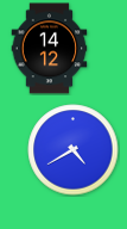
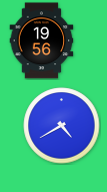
clock at (50, 49): 14:12 -> 19:56
